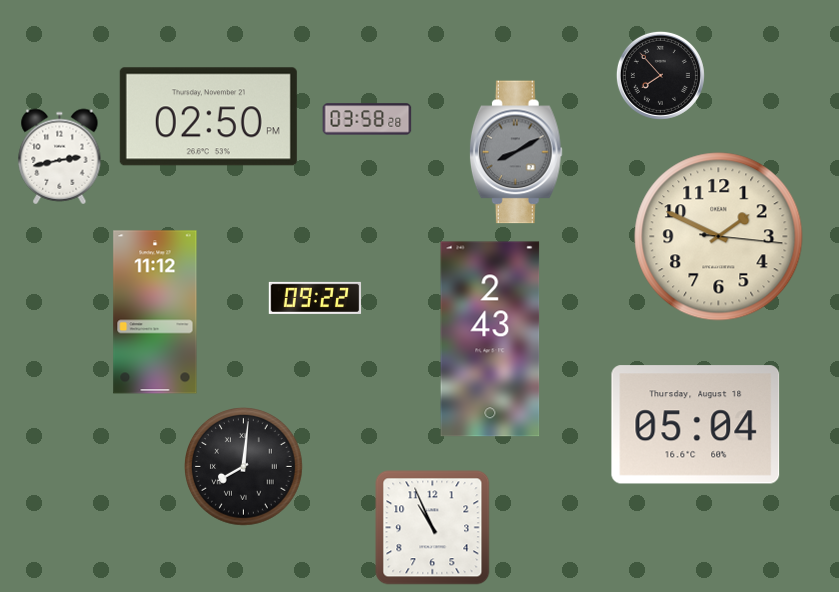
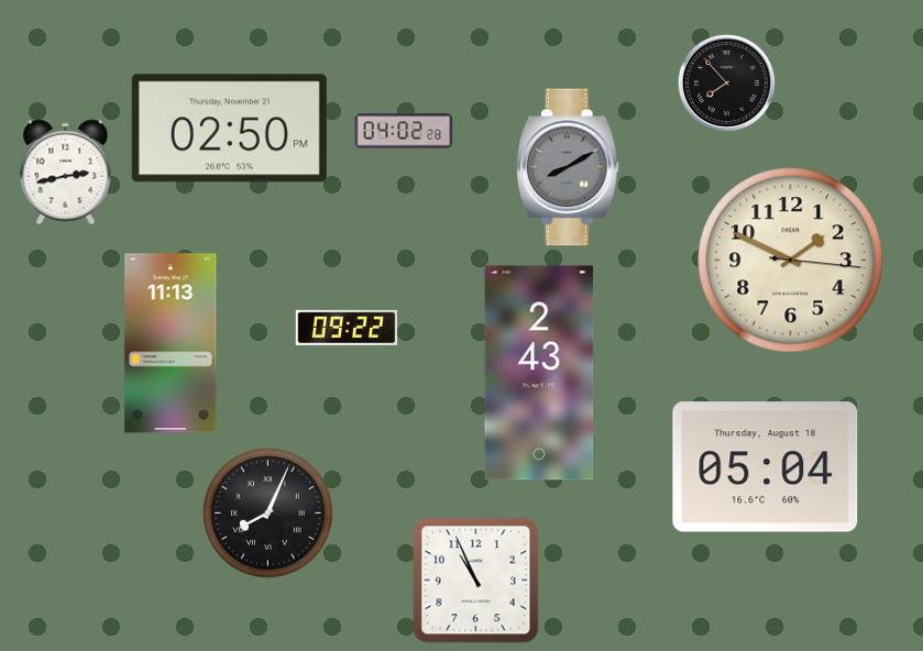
clock at (367, 119): 03:58 -> 04:02
clock at (155, 312): 11:12 -> 11:13
clock at (244, 467): 8:01 -> 8:04
